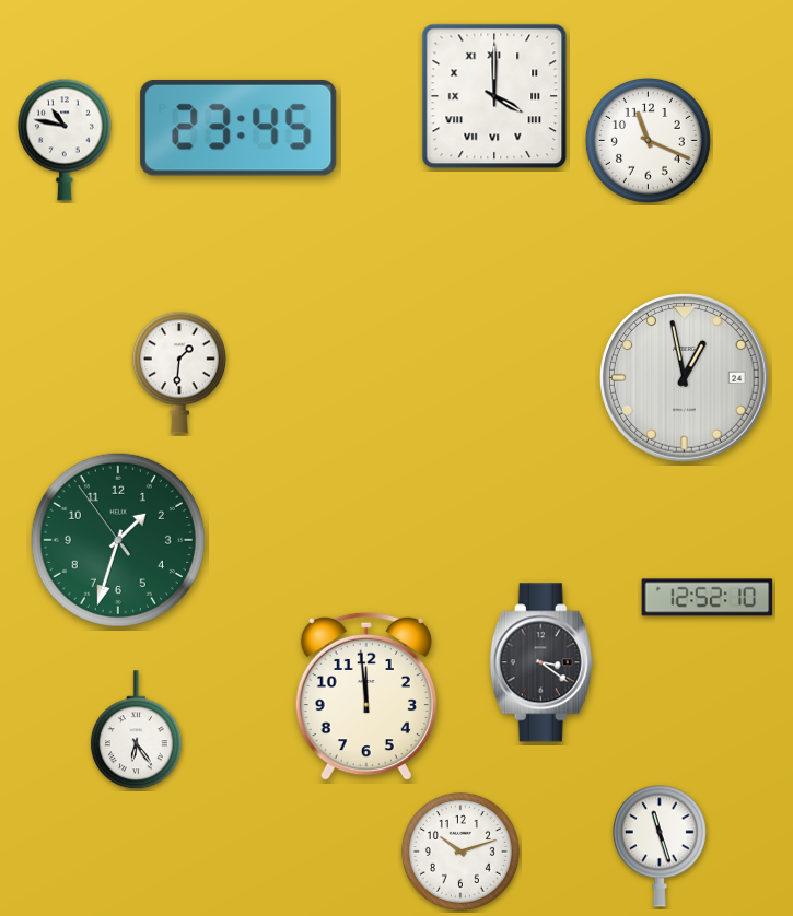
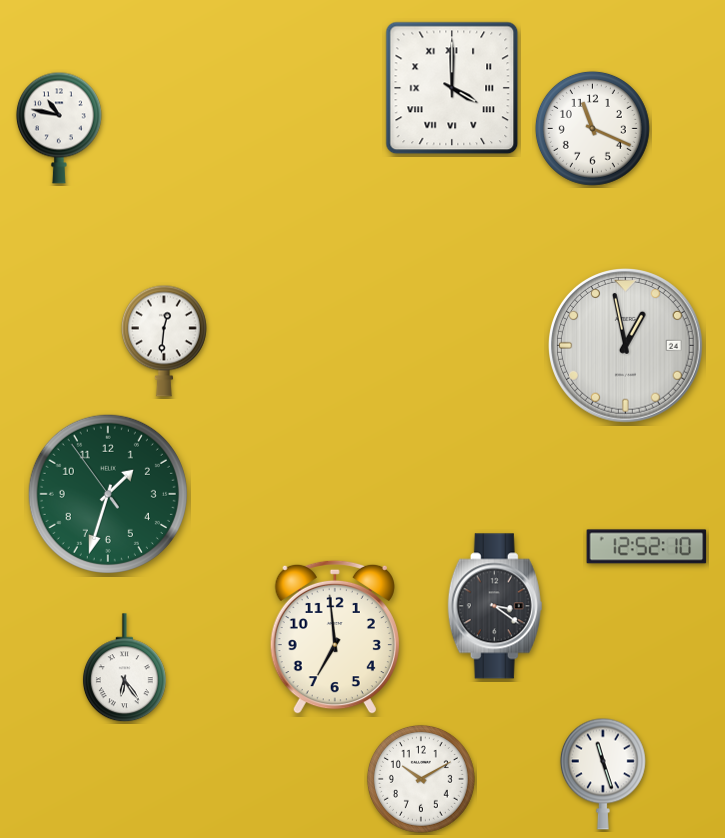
clock at (238, 128): 23:45 -> none
clock at (179, 373): 1:31 -> 12:31
clock at (366, 696): 11:59 -> 6:59
clock at (460, 852): 10:12 -> 10:10
